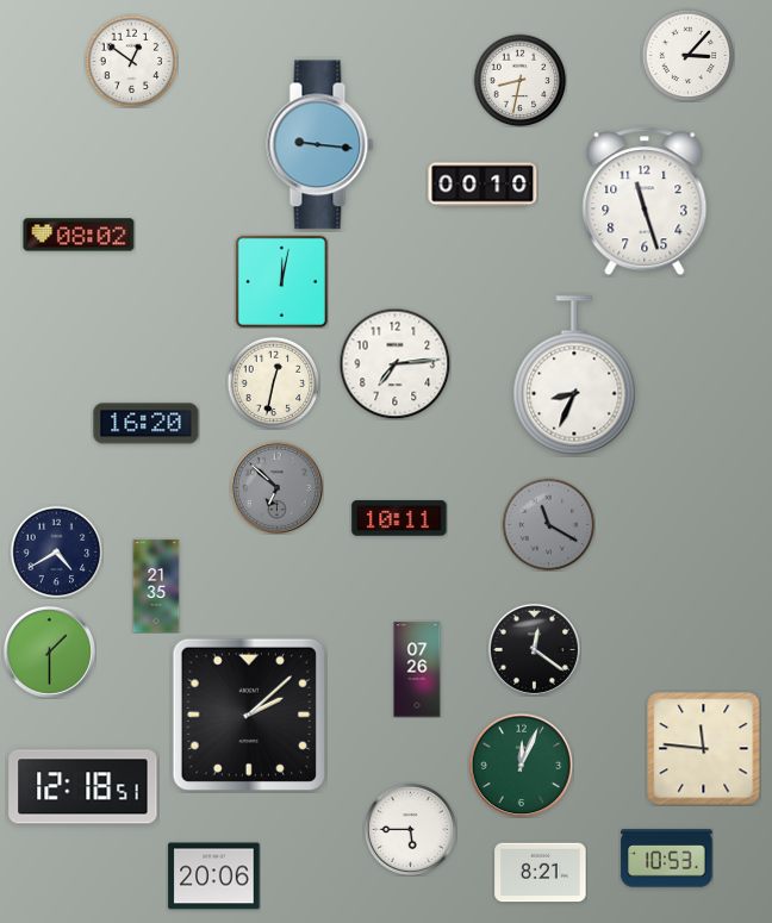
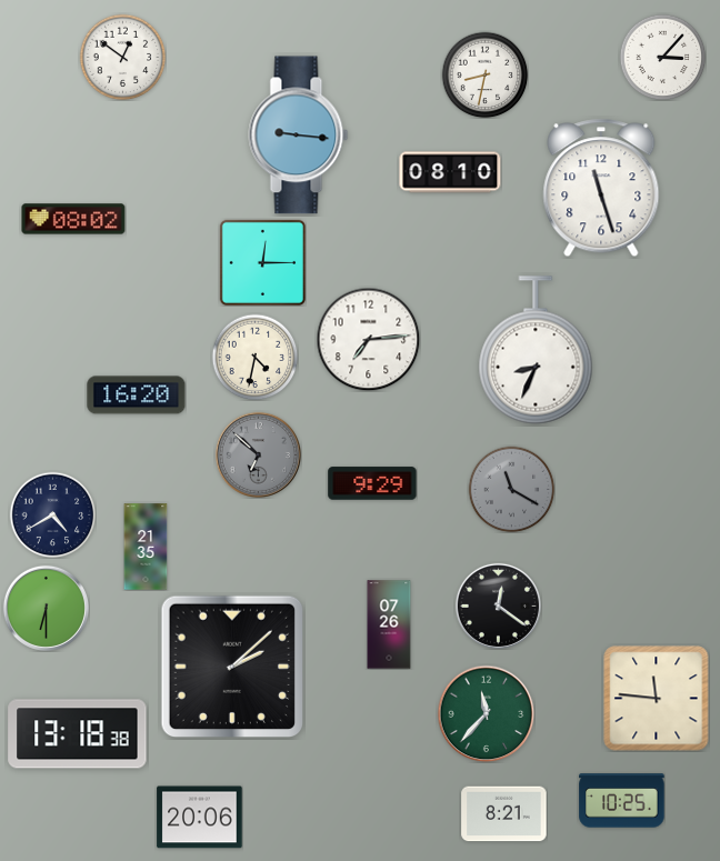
clock at (687, 55) position: (687, 55) -> (662, 57)
clock at (482, 185): 00:10 -> 08:10
clock at (281, 281): 12:02 -> 12:15
clock at (273, 382): 12:32 -> 4:32
clock at (399, 518): 10:11 -> 9:29
clock at (49, 651): 1:30 -> 6:30
clock at (521, 765): 12:04 -> 11:37
clock at (83, 787): 12:18 -> 13:18
clock at (410, 829): 5:45 -> none
clock at (667, 859): 10:53 -> 10:25
